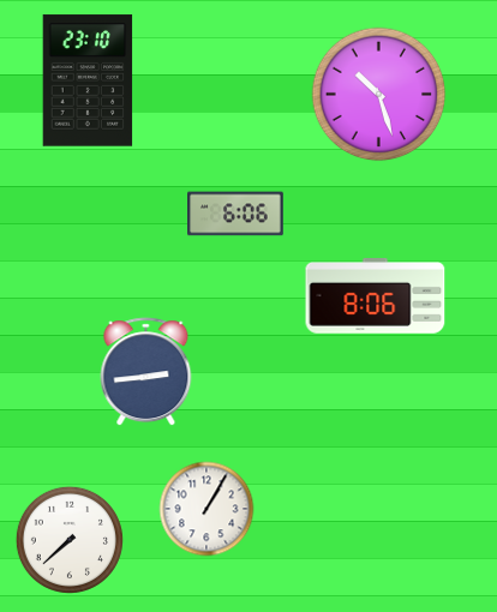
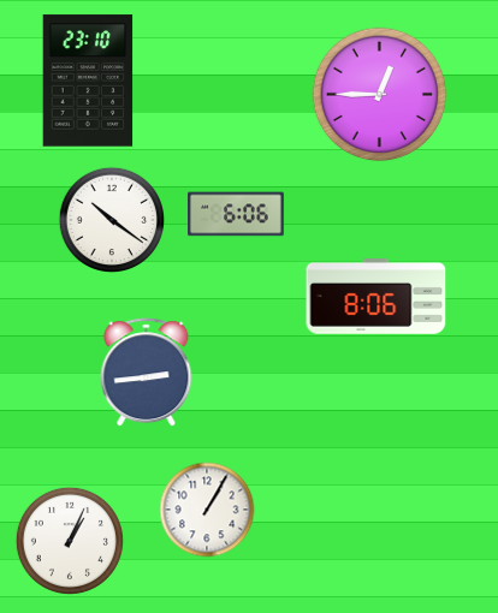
clock at (379, 95): 10:27 -> 12:45
clock at (112, 220): none -> 10:21
clock at (70, 540): 7:38 -> 1:04
